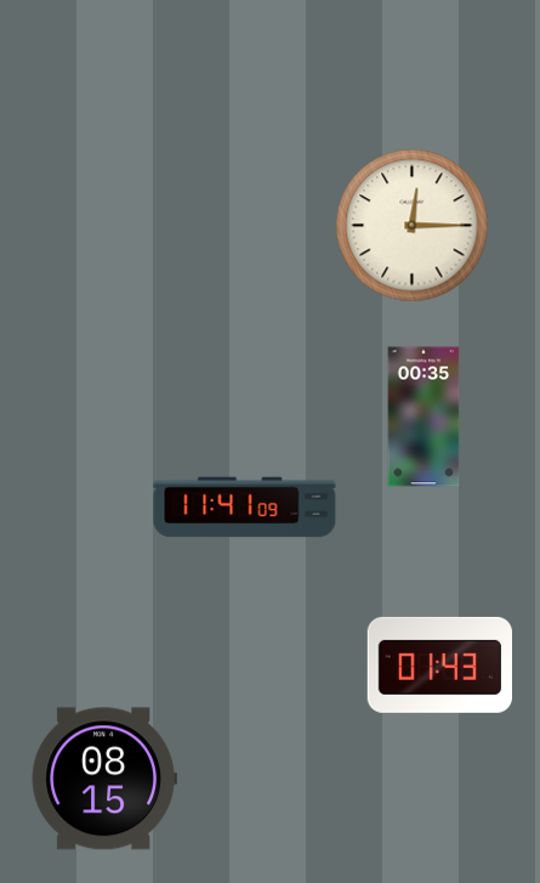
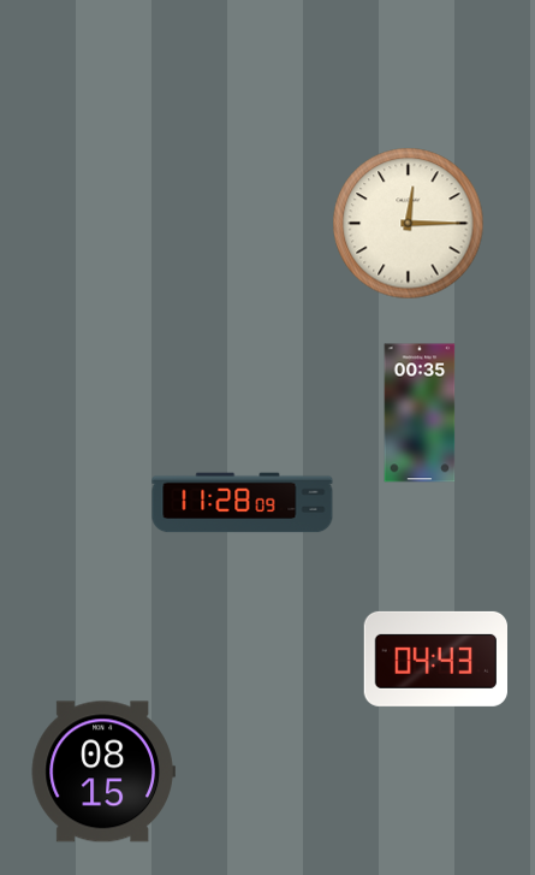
clock at (245, 508): 11:41 -> 11:28
clock at (440, 664): 01:43 -> 04:43
